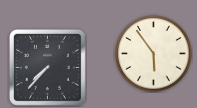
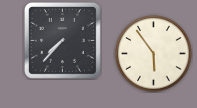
clock at (47, 67) position: (47, 67) -> (62, 40)
